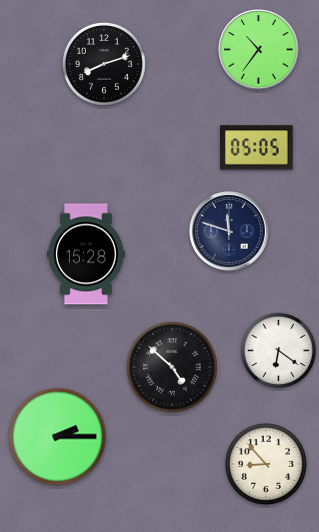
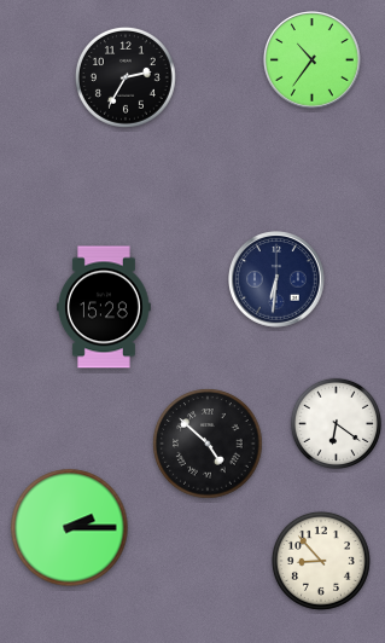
clock at (104, 64): 8:12 -> 2:35
clock at (257, 148): 05:05 -> none
clock at (229, 231): 11:48 -> 6:31
